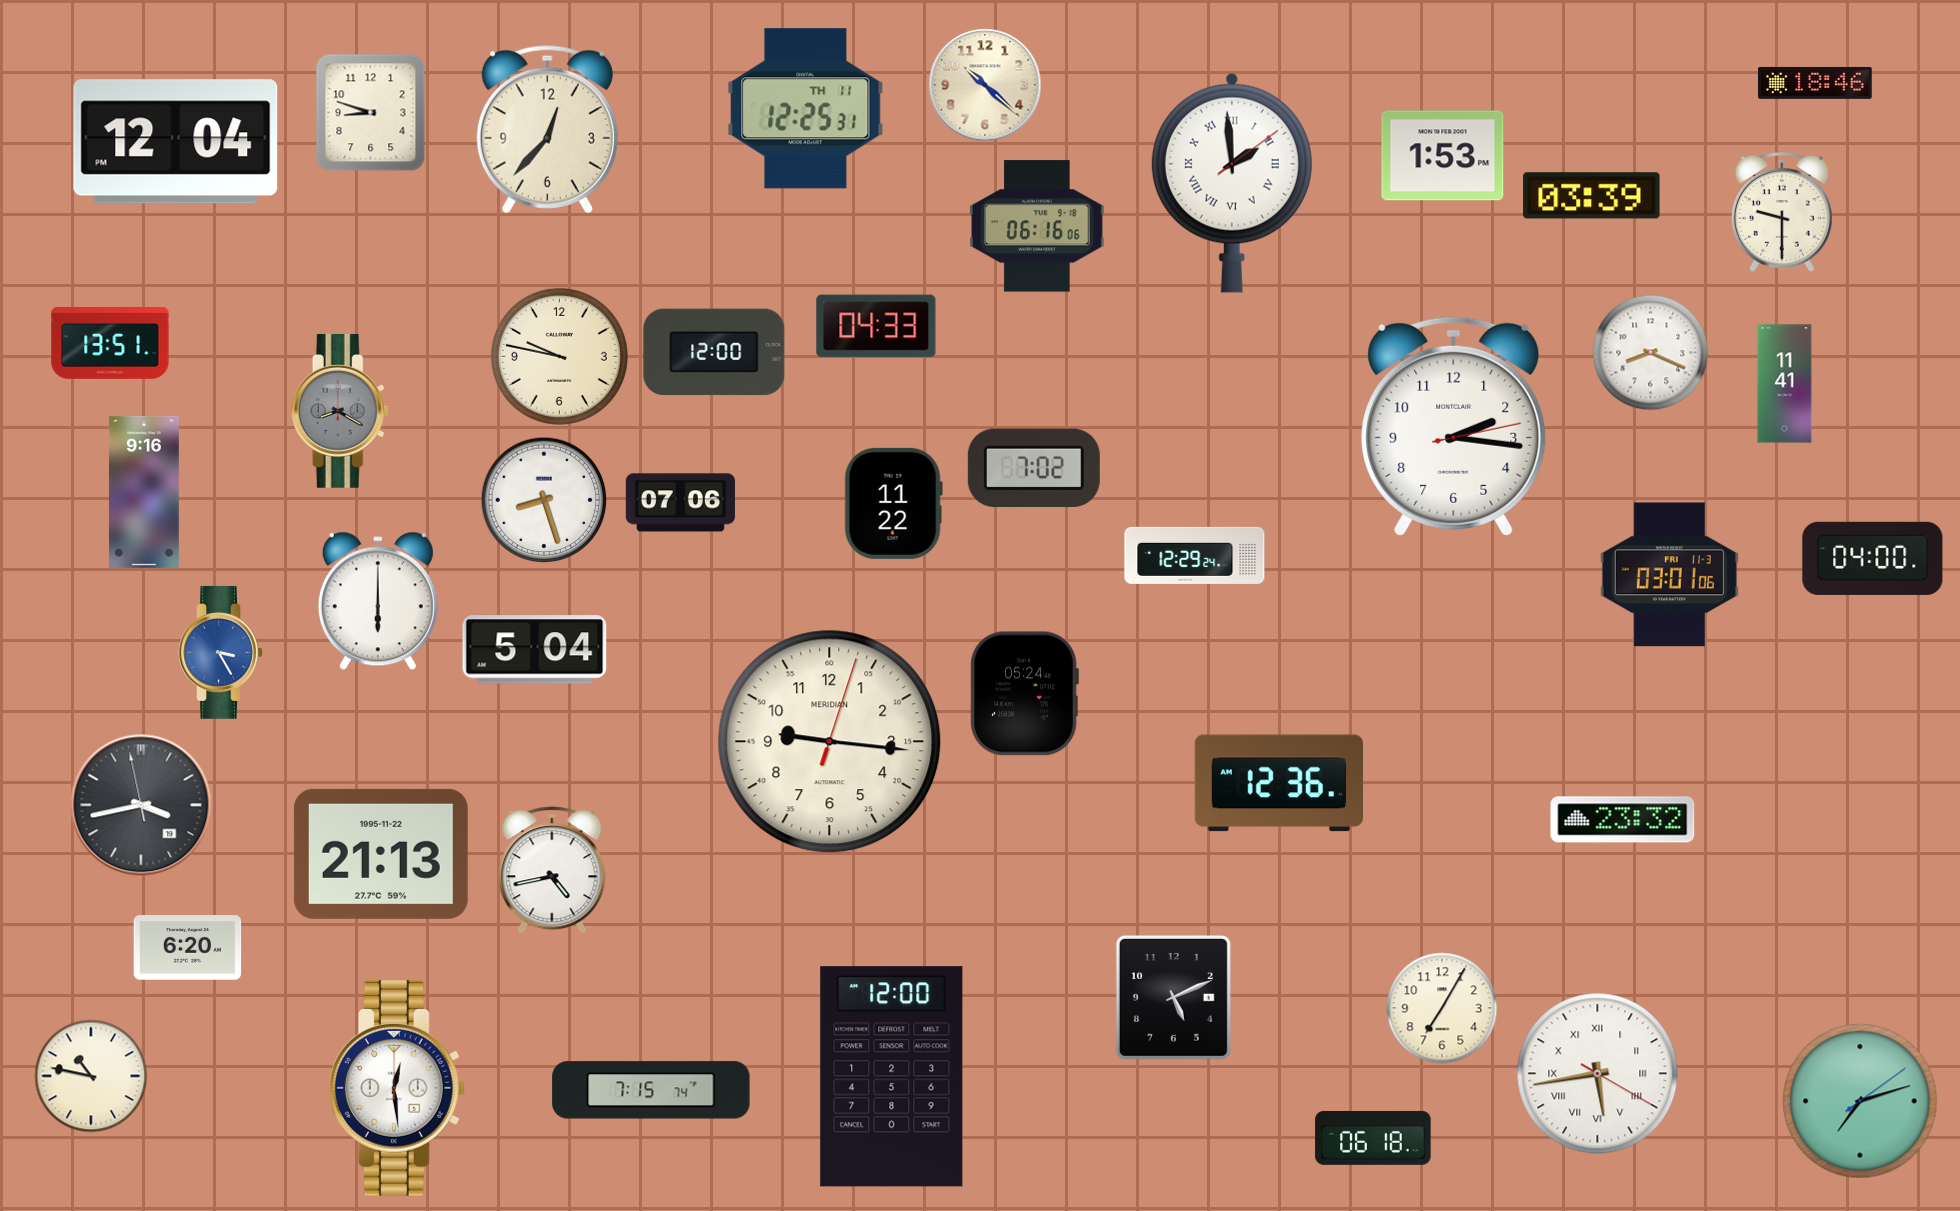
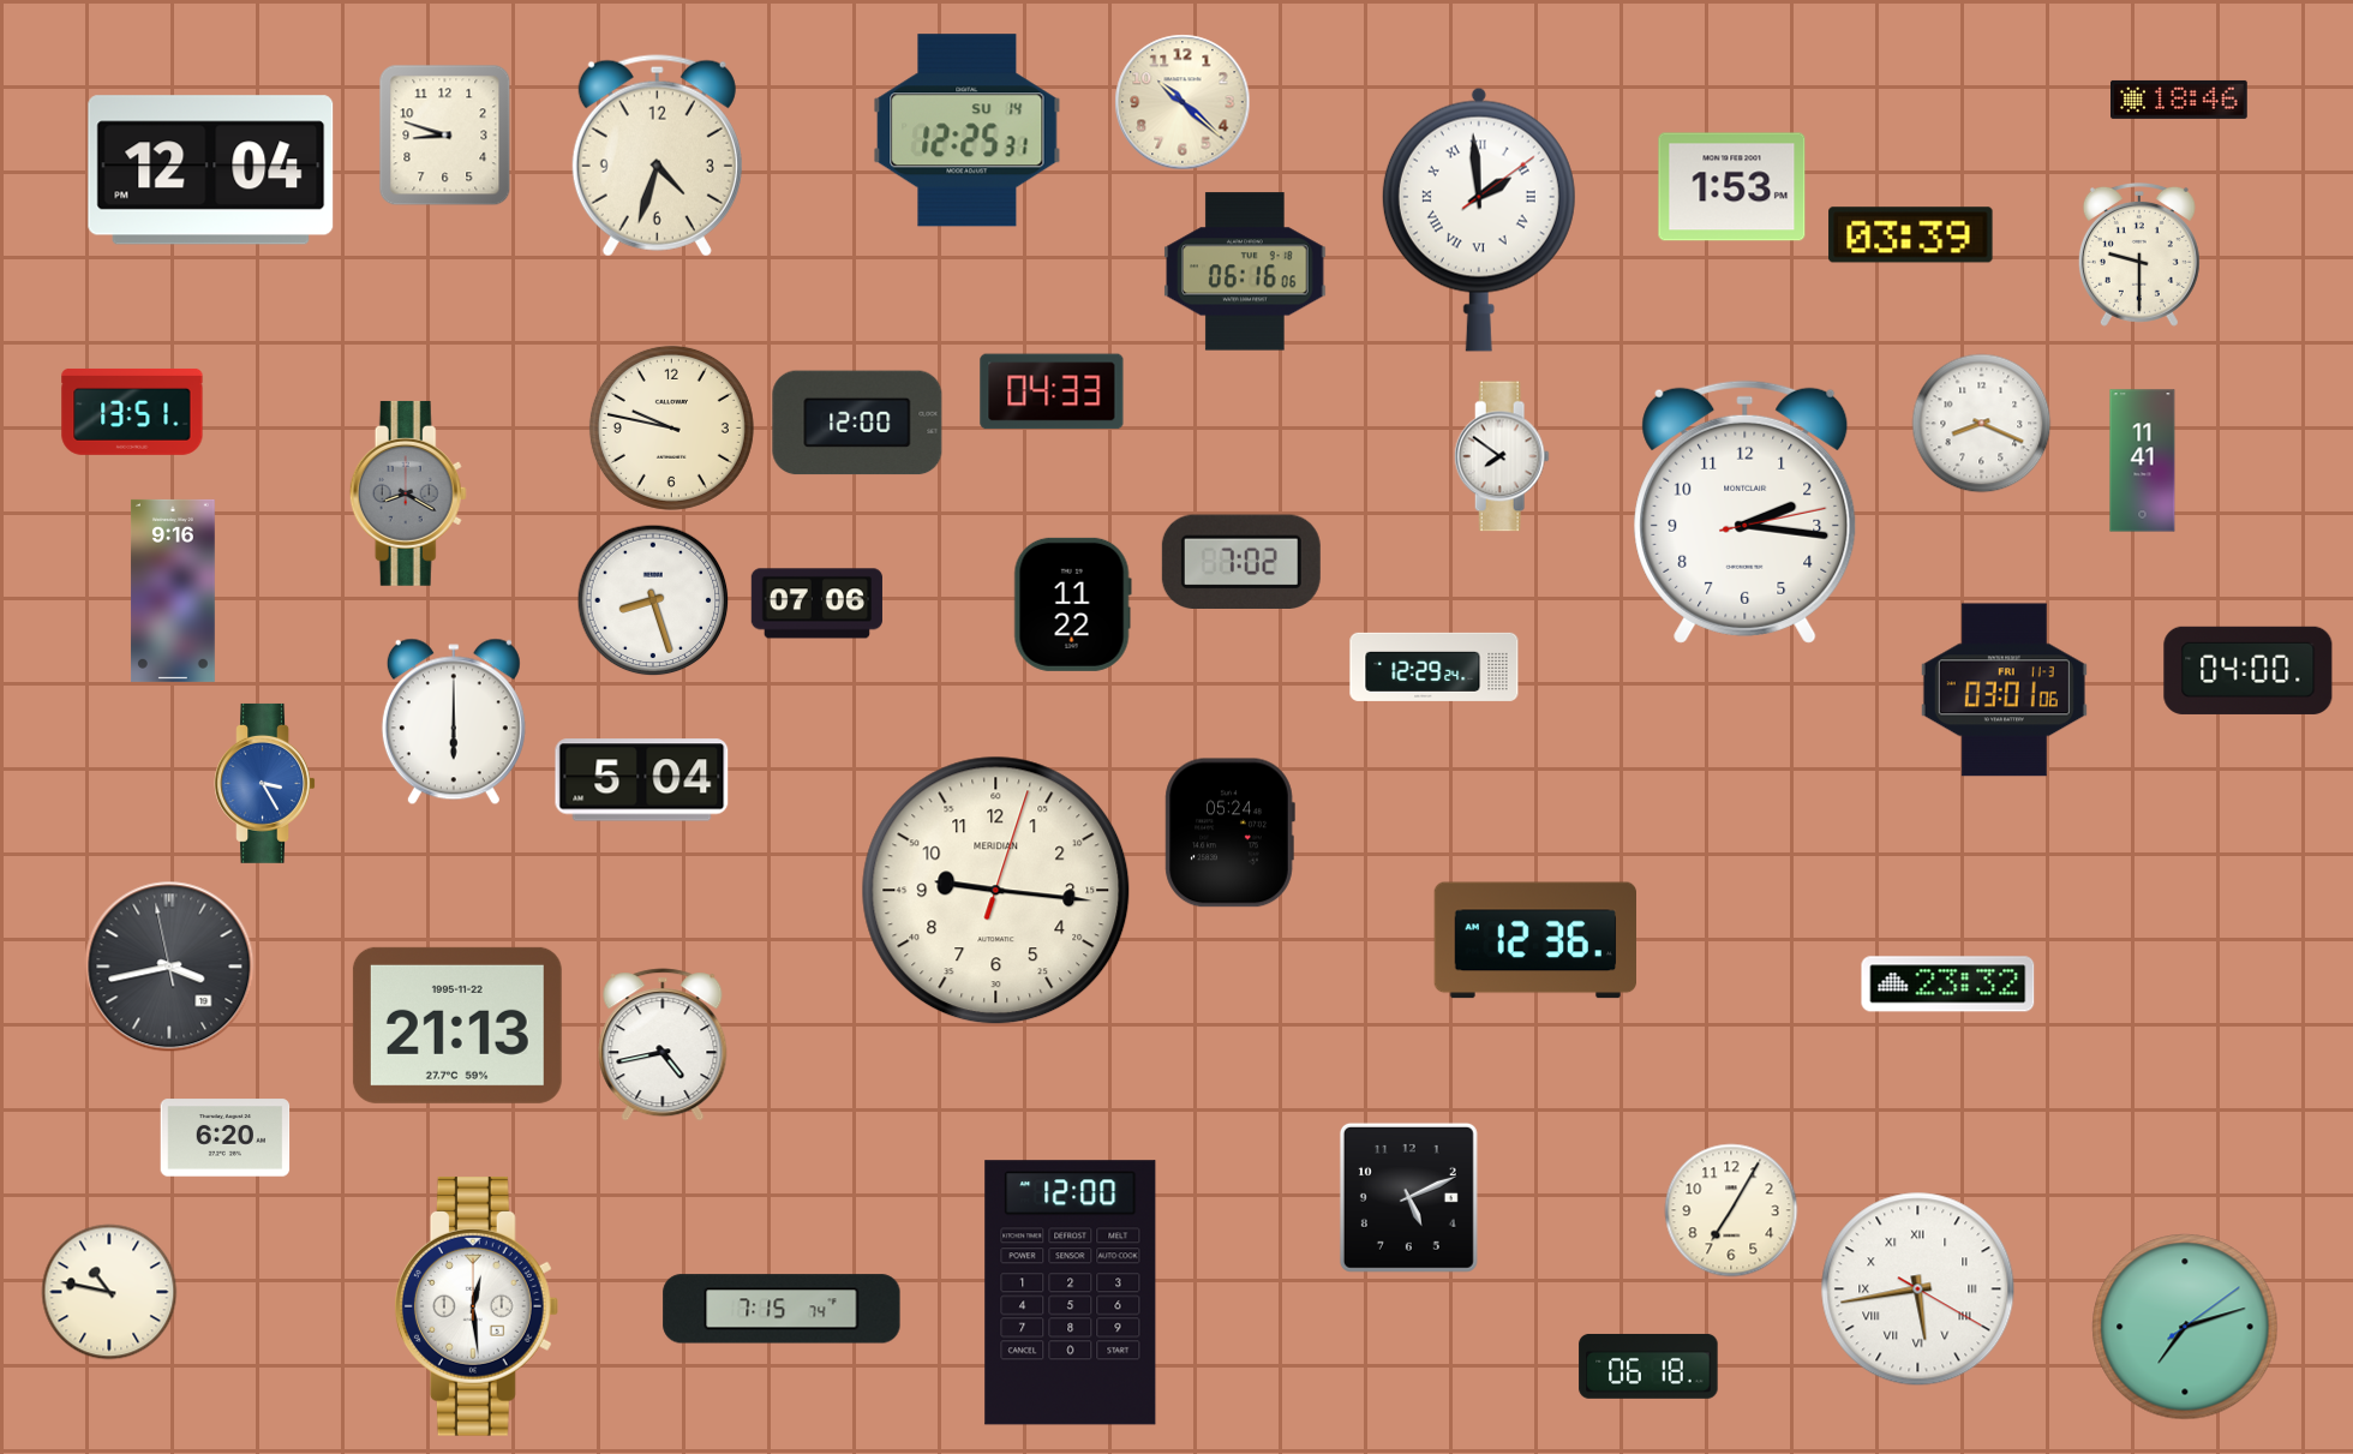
clock at (806, 109) date: TH 11 -> SU 14
clock at (547, 130): 12:37 -> 4:33
clock at (1502, 456): none -> 7:51
clock at (1860, 1101) position: (1860, 1101) -> (2185, 1327)
